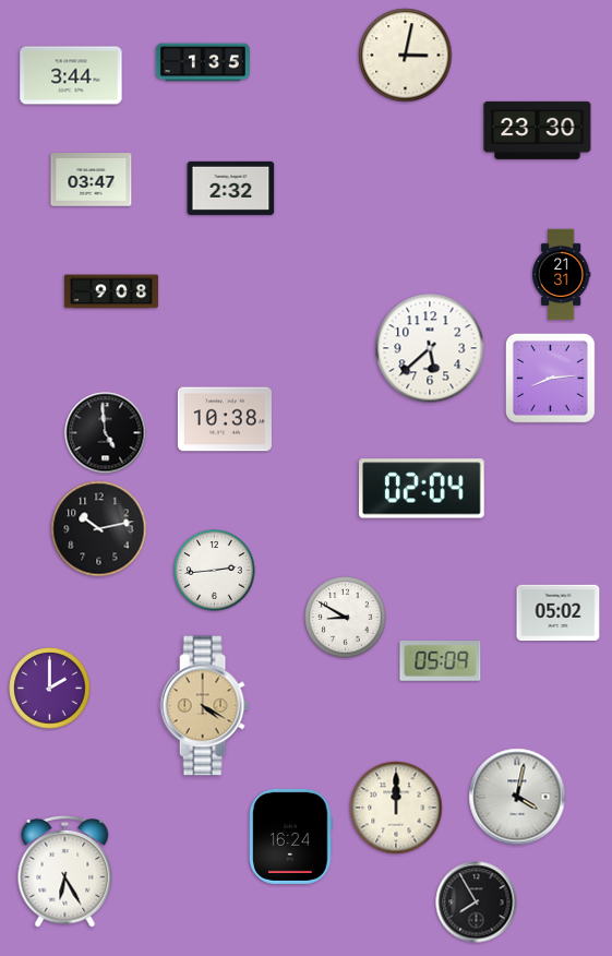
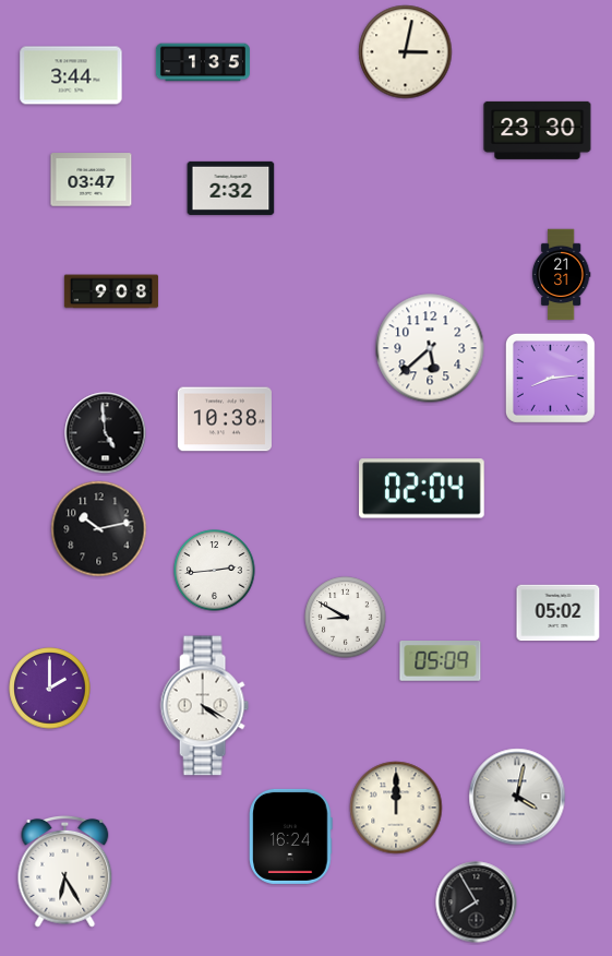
clock at (406, 56) position: (406, 56) -> (406, 52)
clock at (204, 706) dial: champagne -> white
